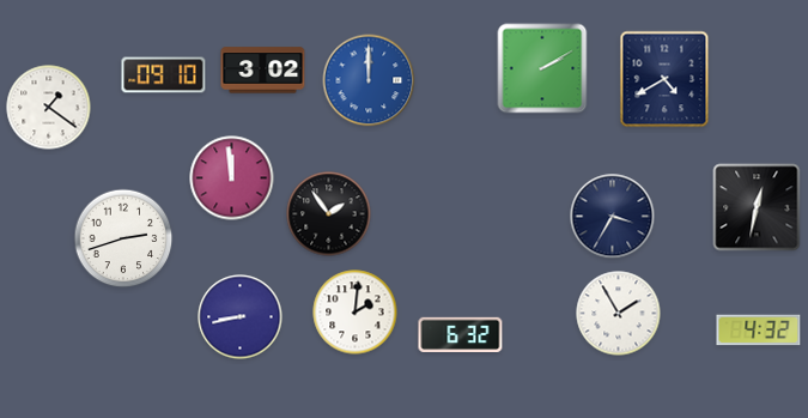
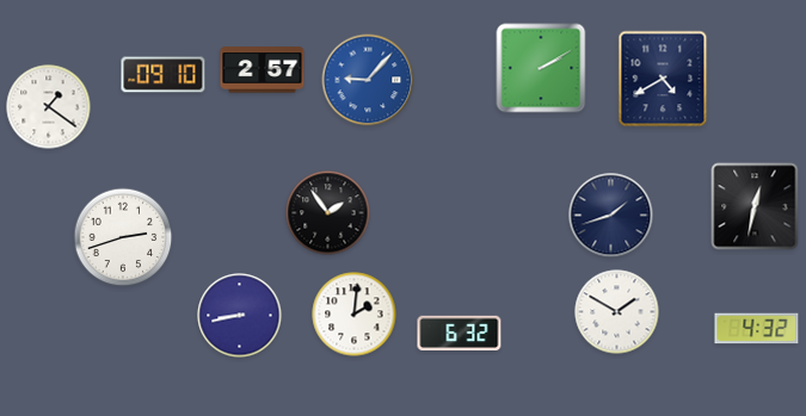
clock at (263, 71): 3:02 -> 2:57
clock at (369, 80): 12:00 -> 9:07
clock at (232, 178): 11:59 -> none
clock at (613, 217): 3:35 -> 1:42
clock at (356, 313) position: (356, 313) -> (355, 315)
clock at (619, 314): 1:55 -> 1:50
